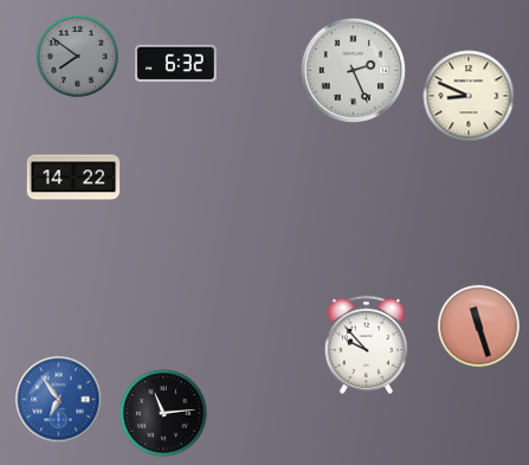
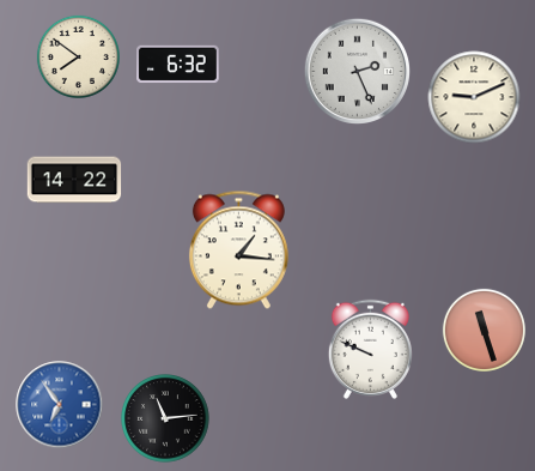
clock at (77, 56) dial: grey -> cream
clock at (469, 96): 8:49 -> 9:11
clock at (238, 250): none -> 1:16
clock at (366, 344): 9:53 -> 9:49
